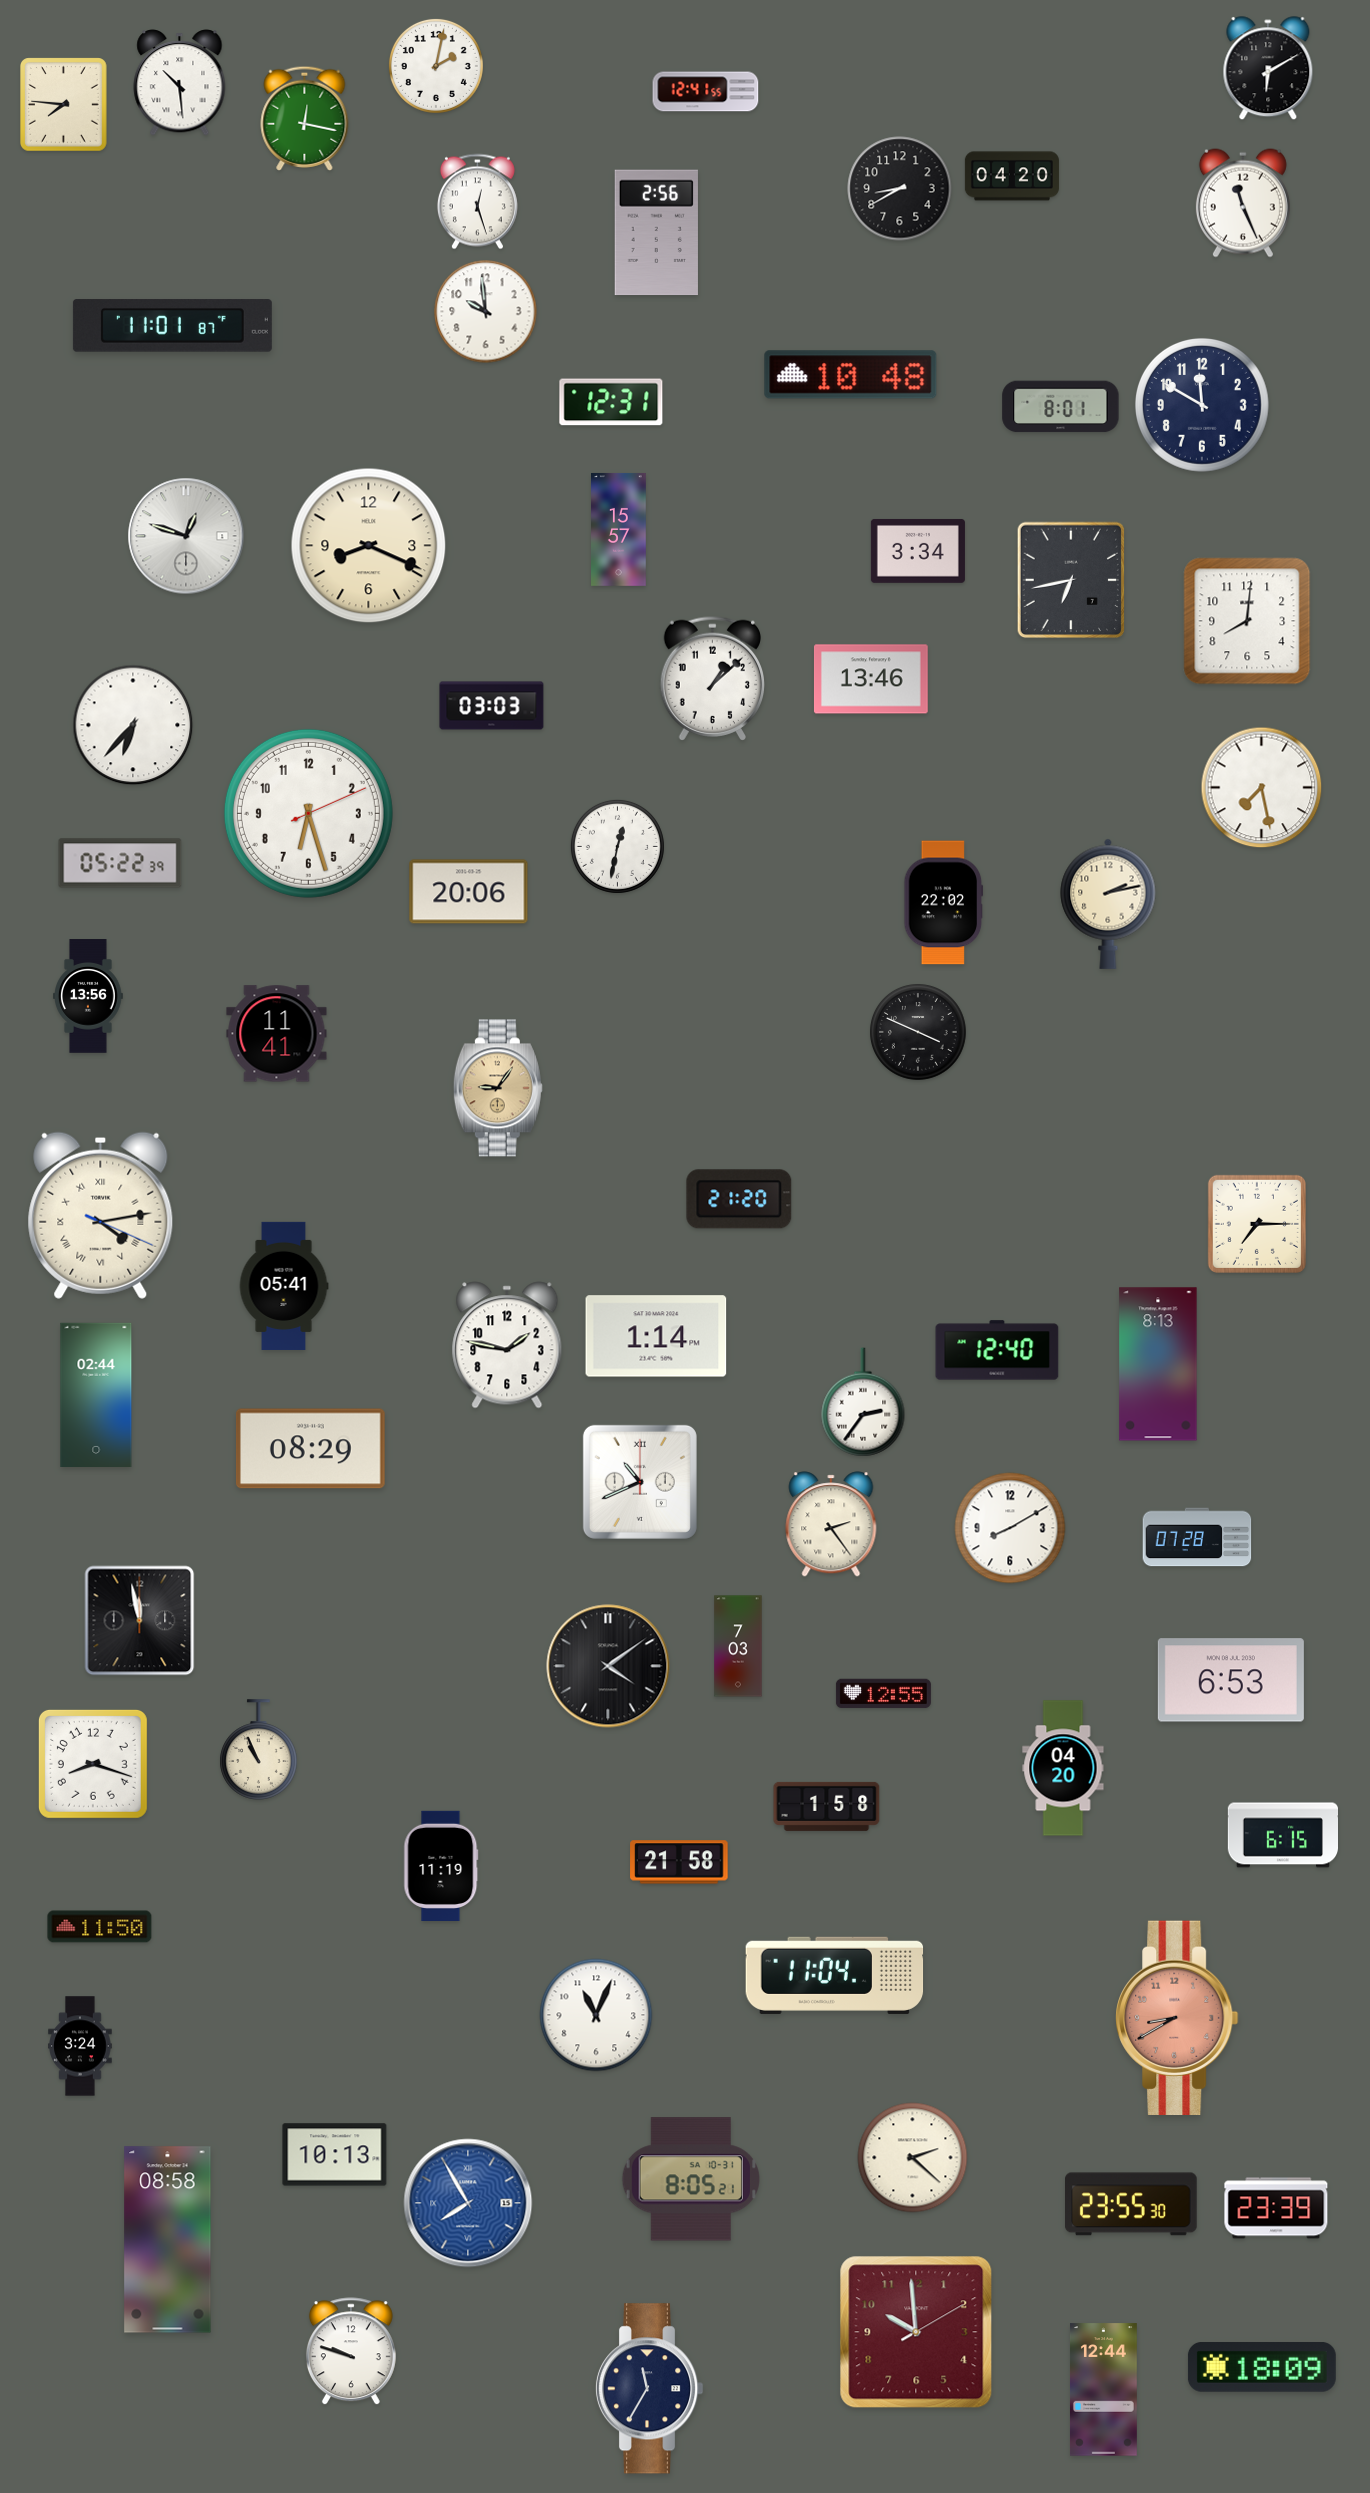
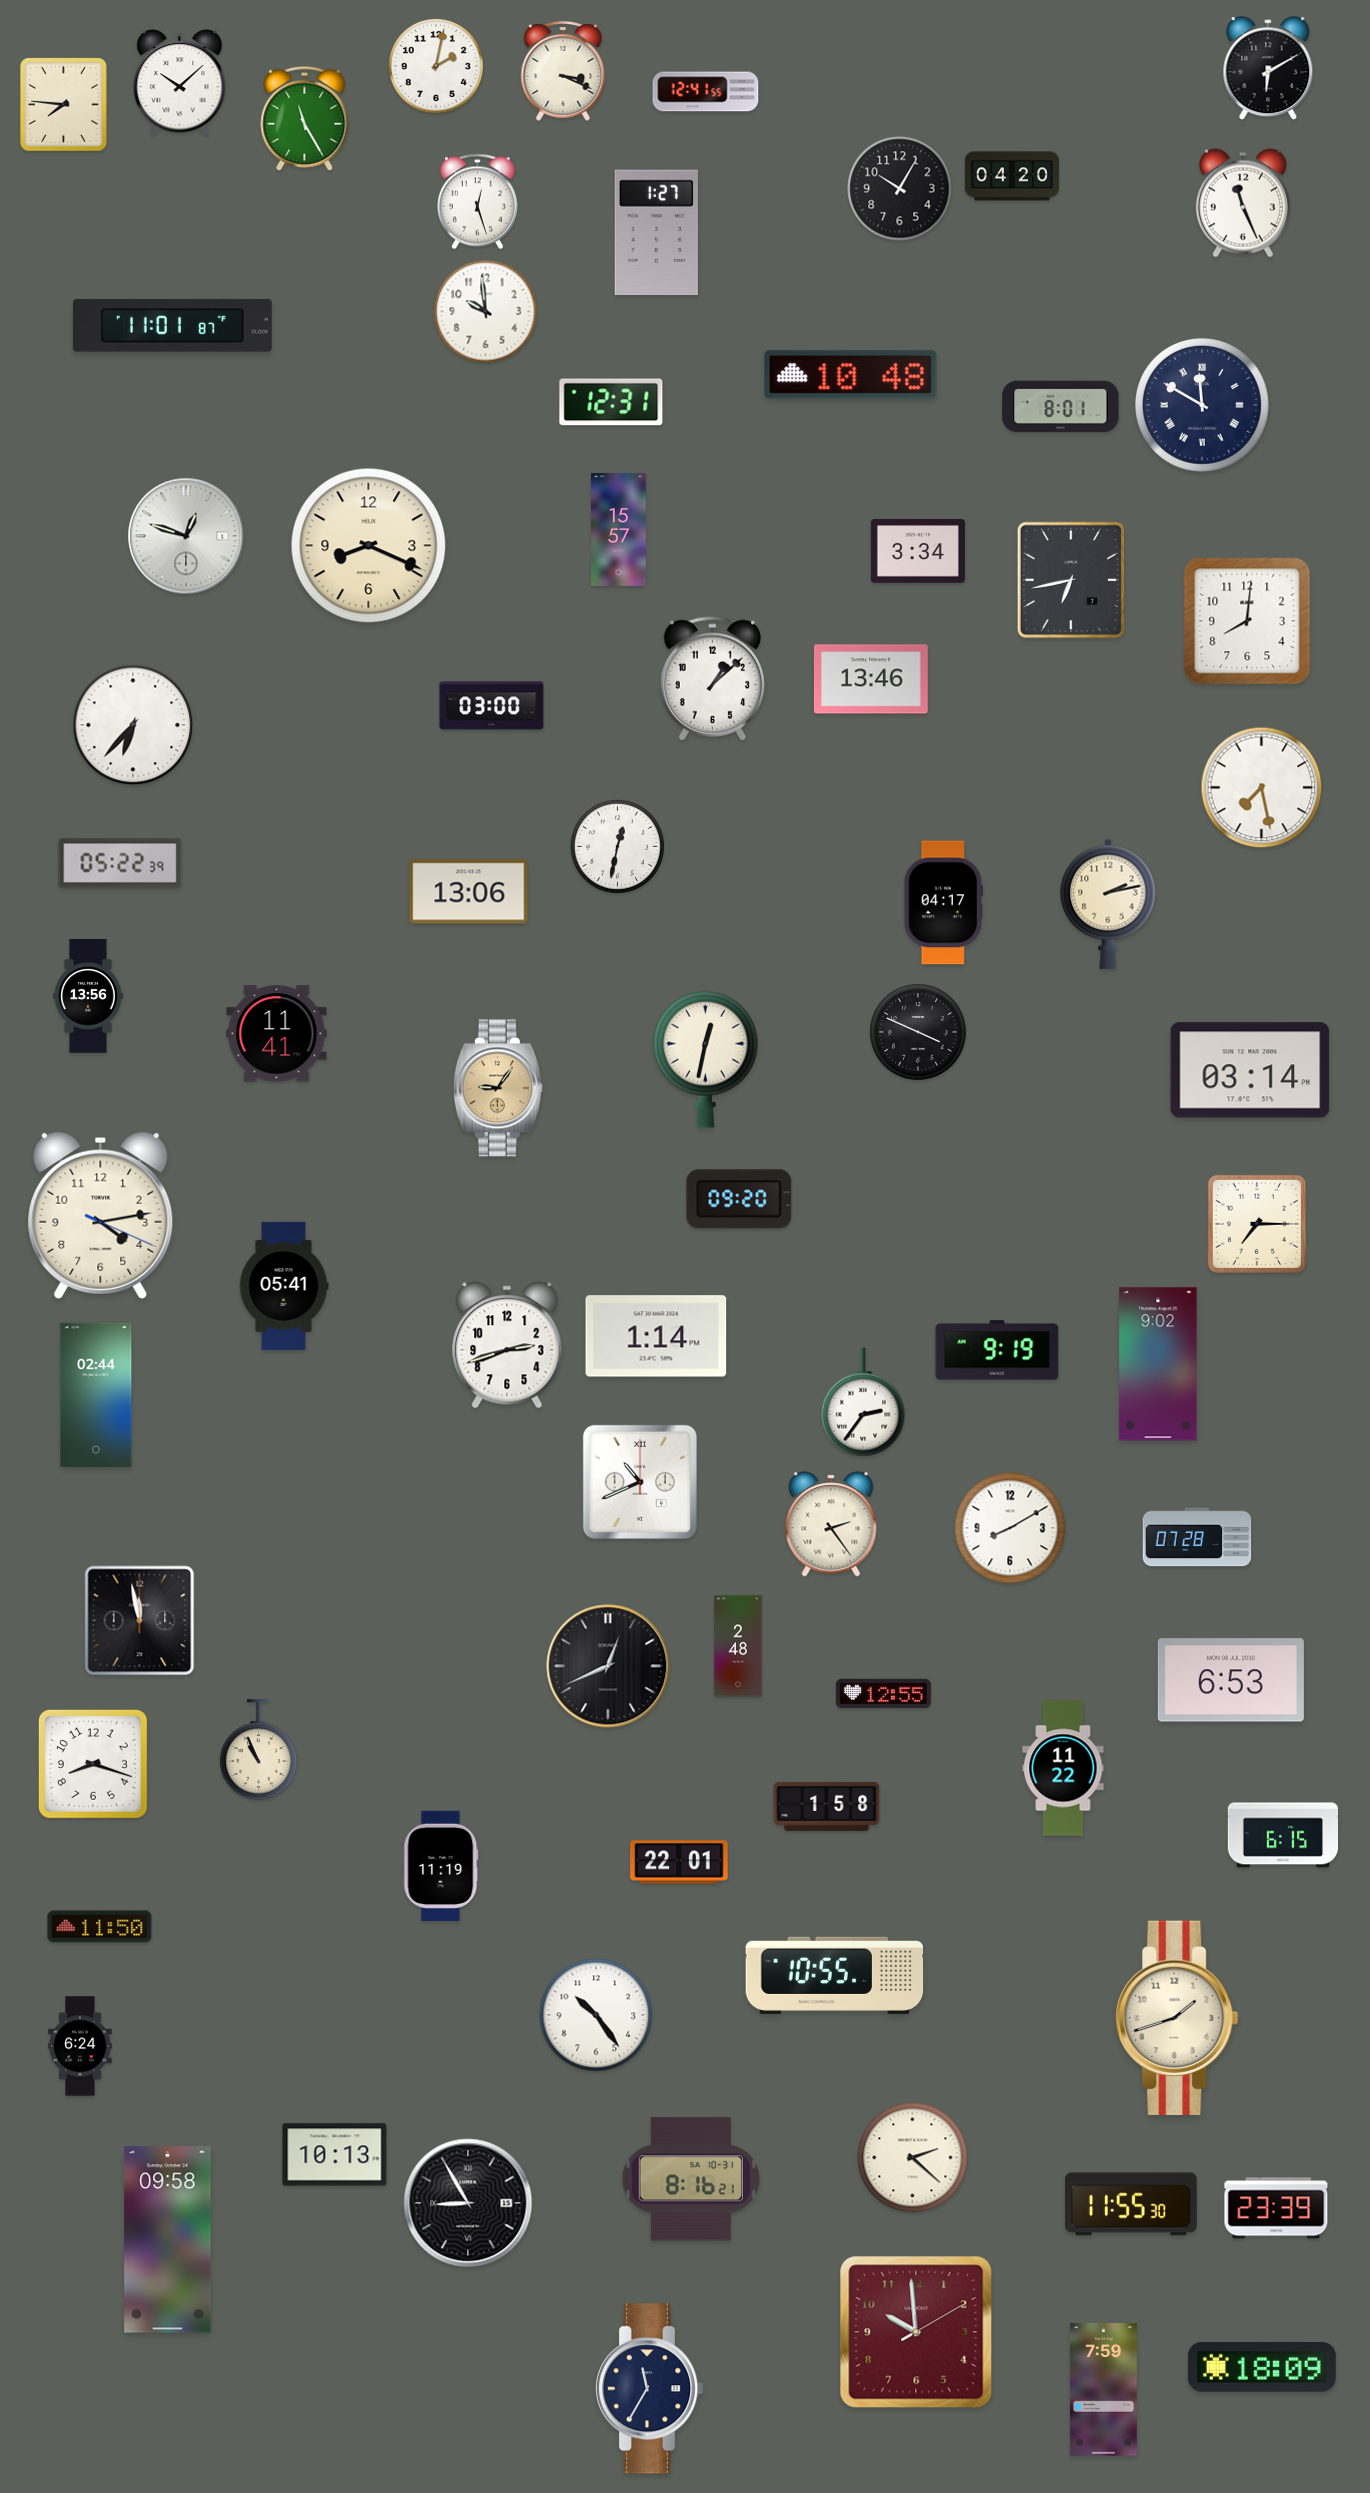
clock at (563, 71): none -> 3:19
clock at (180, 83): 10:29 -> 10:08
clock at (305, 118): 12:17 -> 11:25
clock at (900, 189): 8:40 -> 10:05
clock at (656, 233): 2:56 -> 1:27
clock at (1202, 405) numerals: Arabic -> Roman
clock at (492, 706): 03:03 -> 03:00
clock at (308, 813): 6:27 -> none
clock at (469, 892): 20:06 -> 13:06
clock at (944, 903): 22:02 -> 04:17
clock at (706, 1059): none -> 12:32
clock at (1250, 1070): none -> 03:14
clock at (739, 1199): 21:20 -> 09:20
clock at (101, 1215) numerals: Roman -> Arabic
clock at (507, 1345): 1:47 -> 2:42
clock at (997, 1350): 12:40 -> 9:19
clock at (1158, 1364): 8:13 -> 9:02
clock at (310, 1449): 08:29 -> none
clock at (738, 1646): 7:03 -> 2:48
clock at (608, 1666): 4:09 -> 12:41
clock at (1063, 1768): 04:20 -> 11:22
clock at (679, 1862): 21:58 -> 22:01
clock at (835, 1975): 11:04 -> 10:55
clock at (596, 2015): 11:04 -> 10:24
clock at (1177, 2017): 8:40 -> 1:42
clock at (1177, 2017) dial: salmon -> cream
clock at (80, 2046): 3:24 -> 6:24
clock at (691, 2179): 8:05 -> 8:16
clock at (468, 2203): 7:55 -> 8:55
clock at (468, 2203) dial: blue -> black
clock at (1132, 2204): 23:55 -> 11:55
clock at (168, 2240): 08:58 -> 09:58
clock at (351, 2352): 9:48 -> none
clock at (1103, 2390): 12:44 -> 7:59
